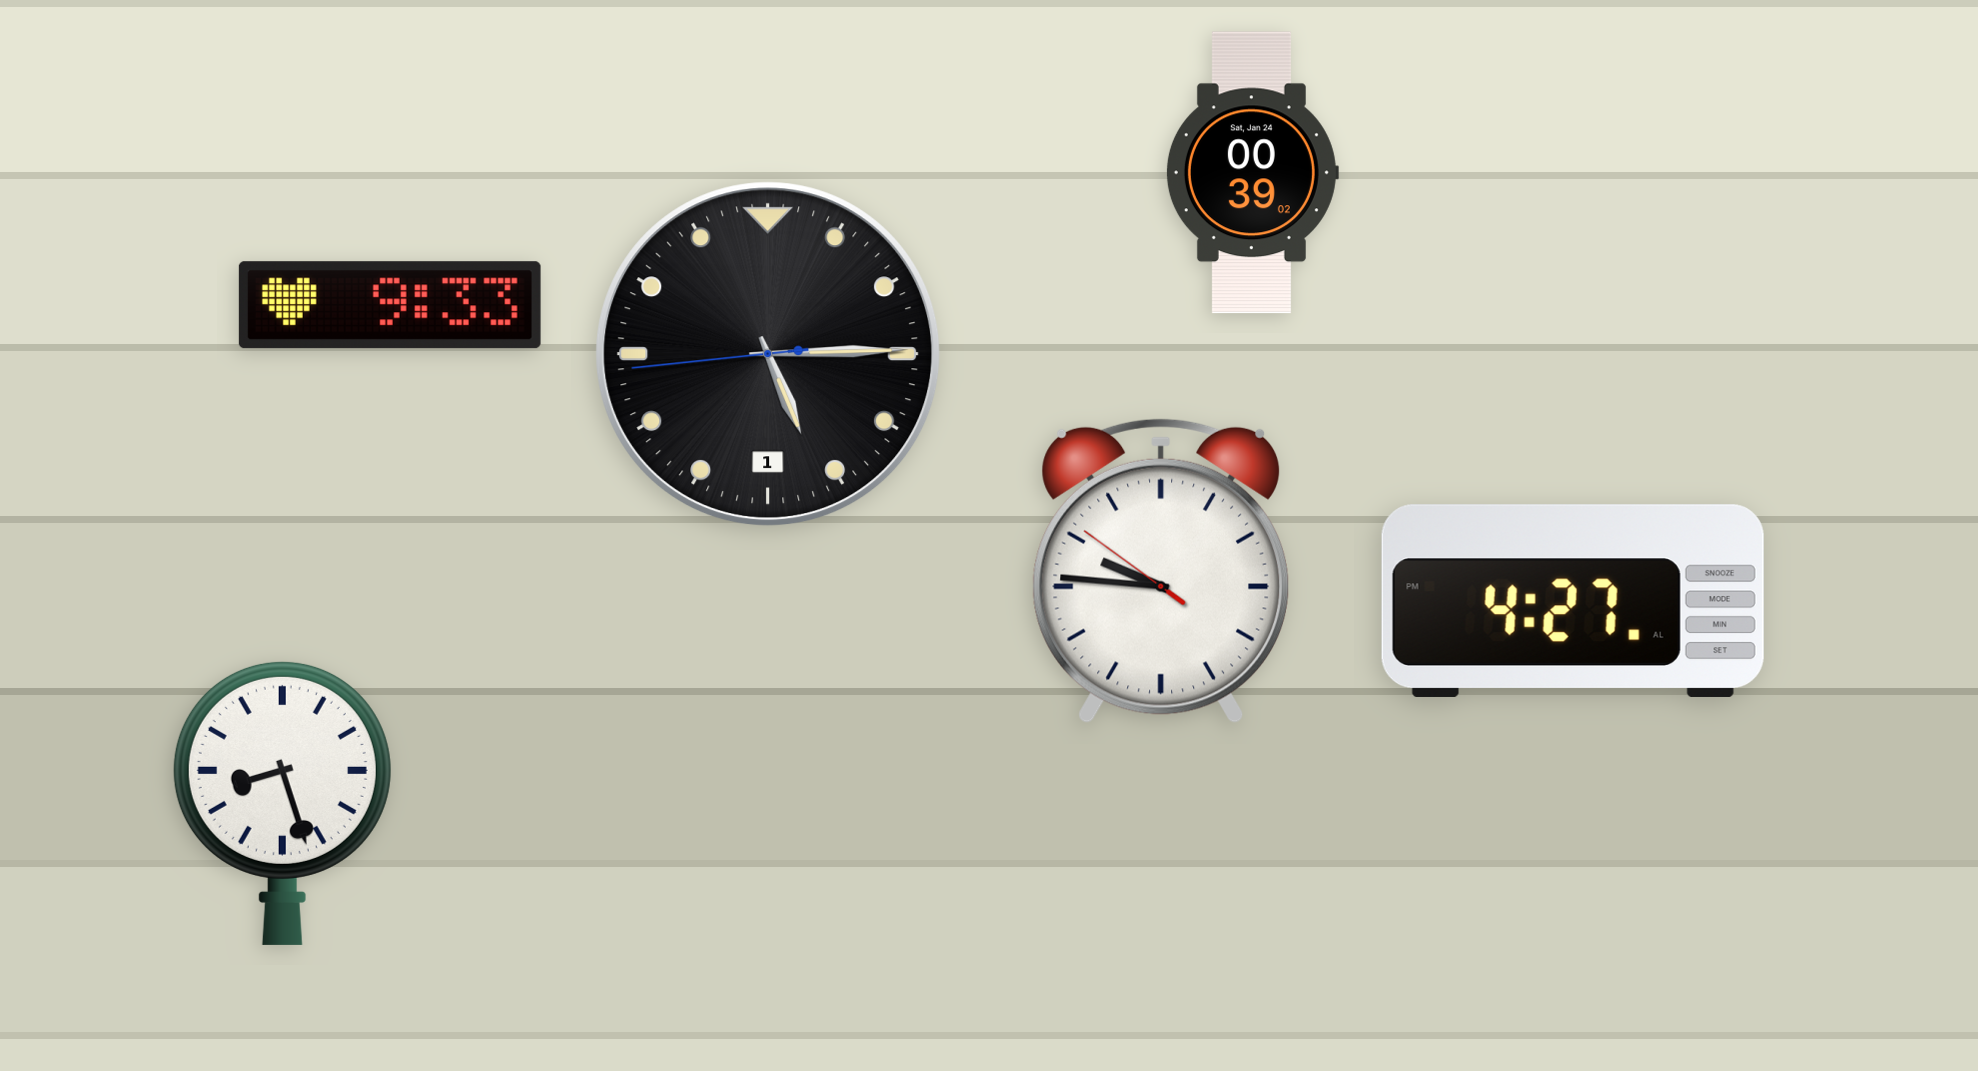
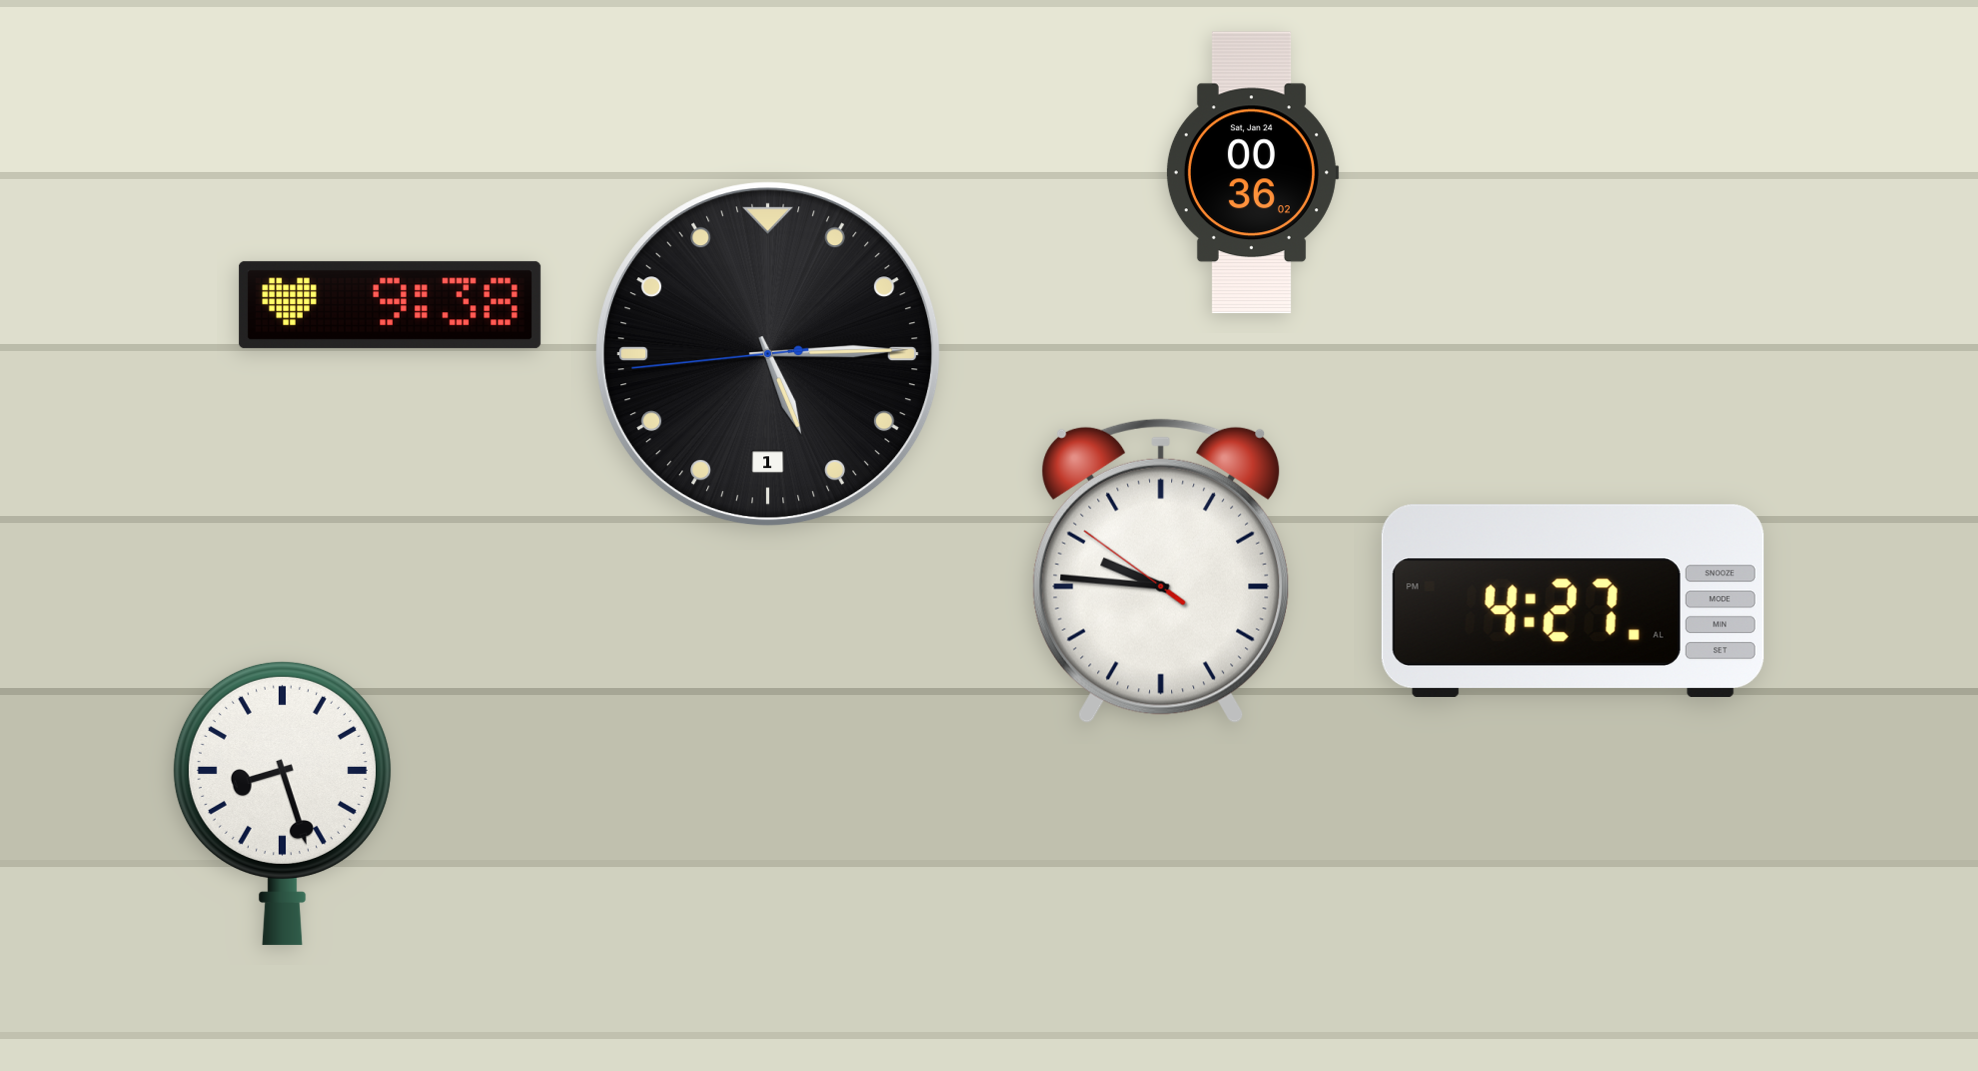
clock at (1252, 173): 00:39 -> 00:36
clock at (390, 305): 9:33 -> 9:38
